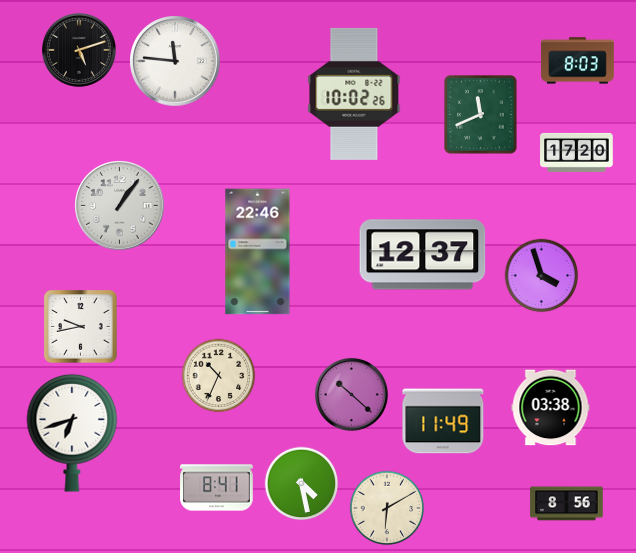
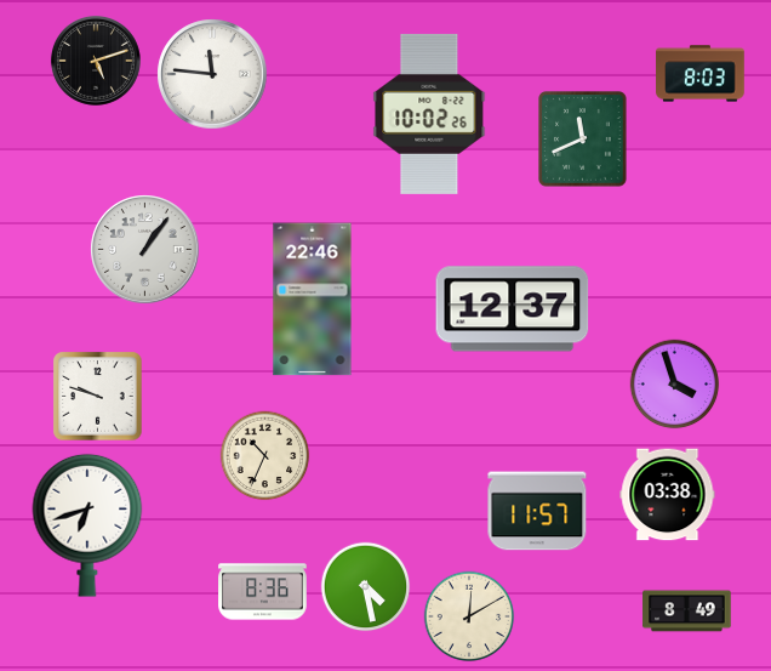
clock at (577, 152): 17:20 -> none
clock at (258, 252) position: (258, 252) -> (313, 300)
clock at (542, 276) position: (542, 276) -> (675, 385)
clock at (81, 327): 9:43 -> 9:48
clock at (351, 394): 10:22 -> none
clock at (443, 421): 11:49 -> 11:57
clock at (217, 488): 8:41 -> 8:36
clock at (567, 504): 8:56 -> 8:49
clock at (387, 508): 6:10 -> 12:10
